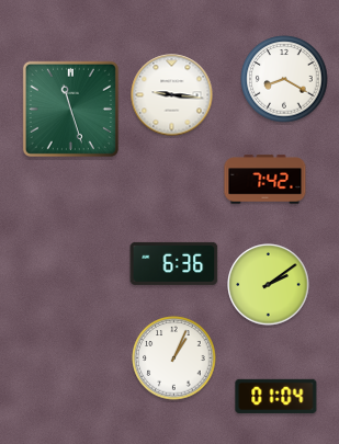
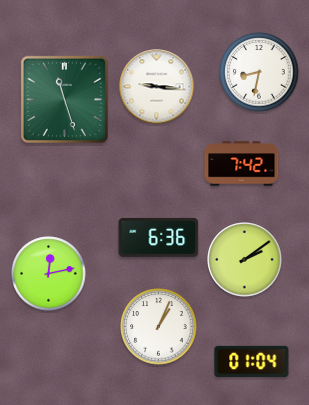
clock at (284, 79): 8:20 -> 8:32
clock at (174, 263) position: (174, 263) -> (159, 237)
clock at (49, 274): none -> 12:13
